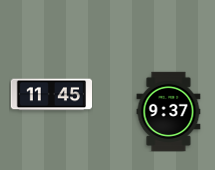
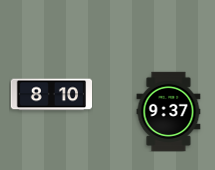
clock at (51, 95): 11:45 -> 8:10
